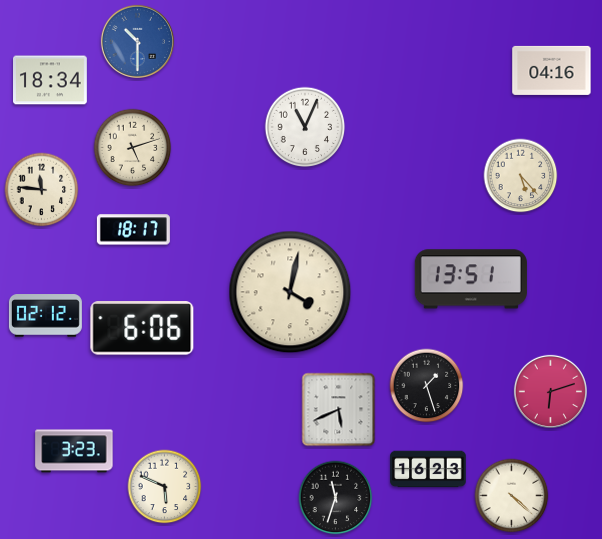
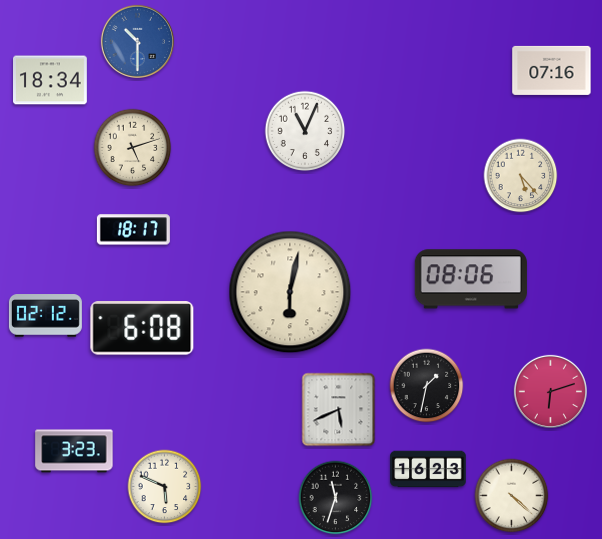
clock at (552, 70): 04:16 -> 07:16
clock at (305, 127) position: (305, 127) -> (305, 131)
clock at (42, 190): 11:46 -> none
clock at (471, 279): 13:51 -> 08:06
clock at (290, 292): 4:02 -> 6:02
clock at (142, 328): 6:06 -> 6:08
clock at (427, 386): 1:27 -> 1:32
